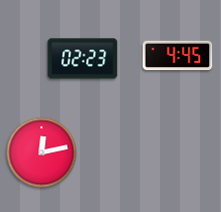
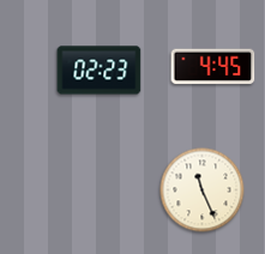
clock at (42, 153): 12:13 -> none
clock at (203, 190): none -> 11:26
